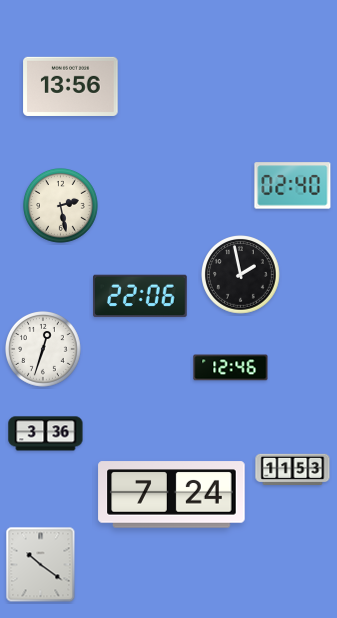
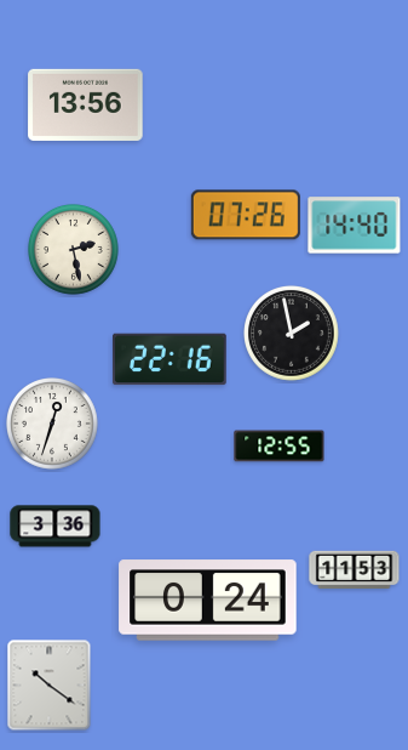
clock at (246, 215): none -> 07:26
clock at (293, 186): 02:40 -> 14:40
clock at (140, 296): 22:06 -> 22:16
clock at (231, 368): 12:46 -> 12:55
clock at (172, 495): 7:24 -> 0:24
